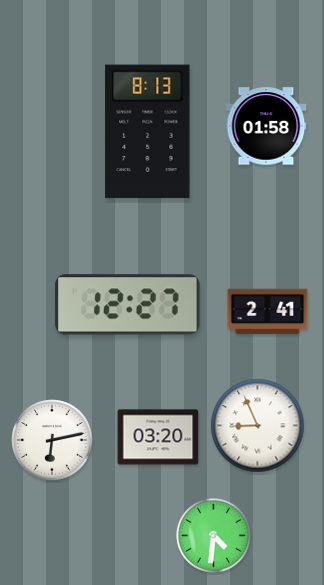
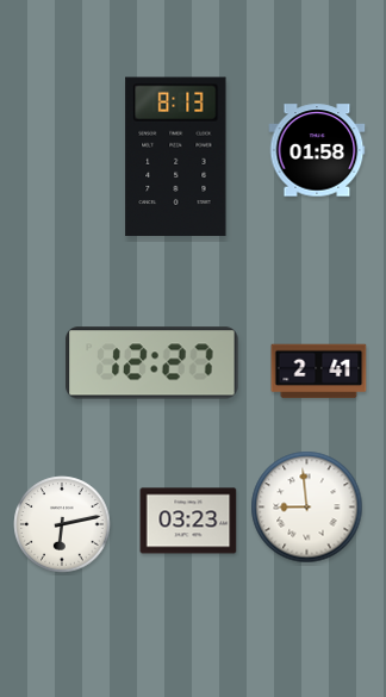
clock at (258, 426): 8:56 -> 8:59
clock at (158, 437): 03:20 -> 03:23
clock at (214, 536): 4:31 -> none
